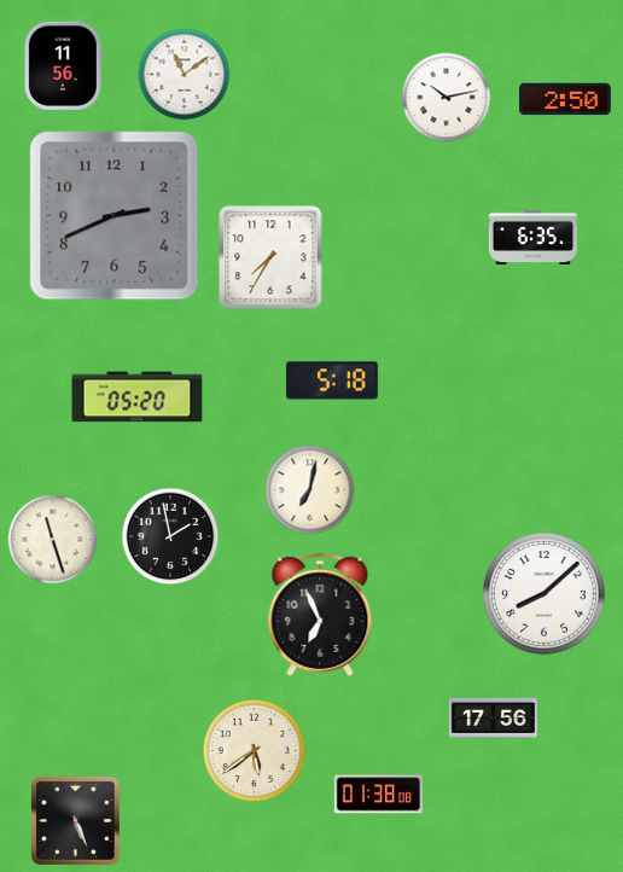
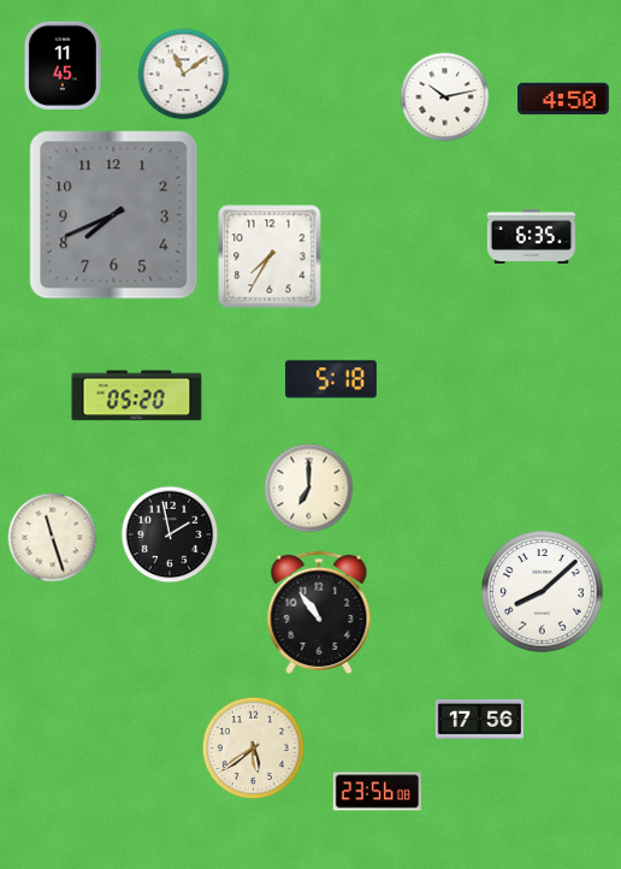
clock at (63, 65): 11:56 -> 11:45
clock at (566, 99): 2:50 -> 4:50
clock at (115, 216): 2:41 -> 7:41
clock at (310, 490): 7:02 -> 7:00
clock at (320, 615): 6:56 -> 10:54
clock at (493, 717) position: (493, 717) -> (479, 719)
clock at (378, 795): 01:38 -> 23:56
clock at (75, 820): 5:26 -> none
